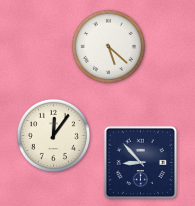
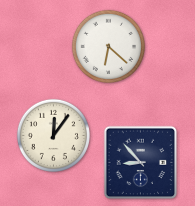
clock at (108, 46): 5:22 -> 6:22
